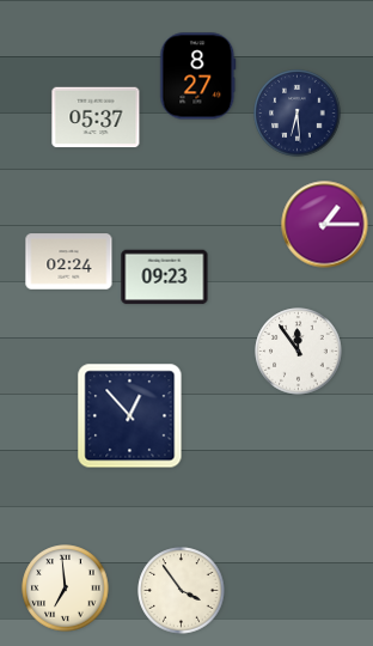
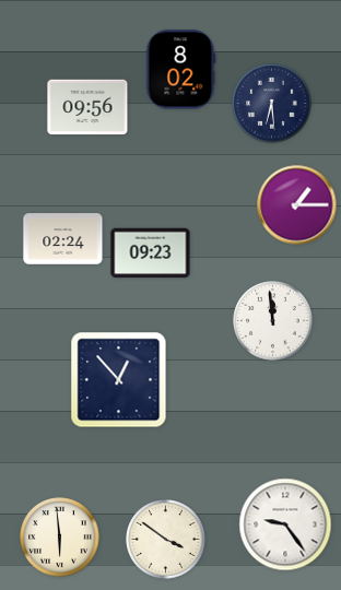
clock at (198, 77): 8:27 -> 8:02
clock at (96, 117): 05:37 -> 09:56
clock at (299, 352): 11:54 -> 11:59
clock at (285, 524): none -> 9:24
clock at (66, 589): 6:59 -> 5:59
clock at (182, 591): 3:54 -> 3:51
